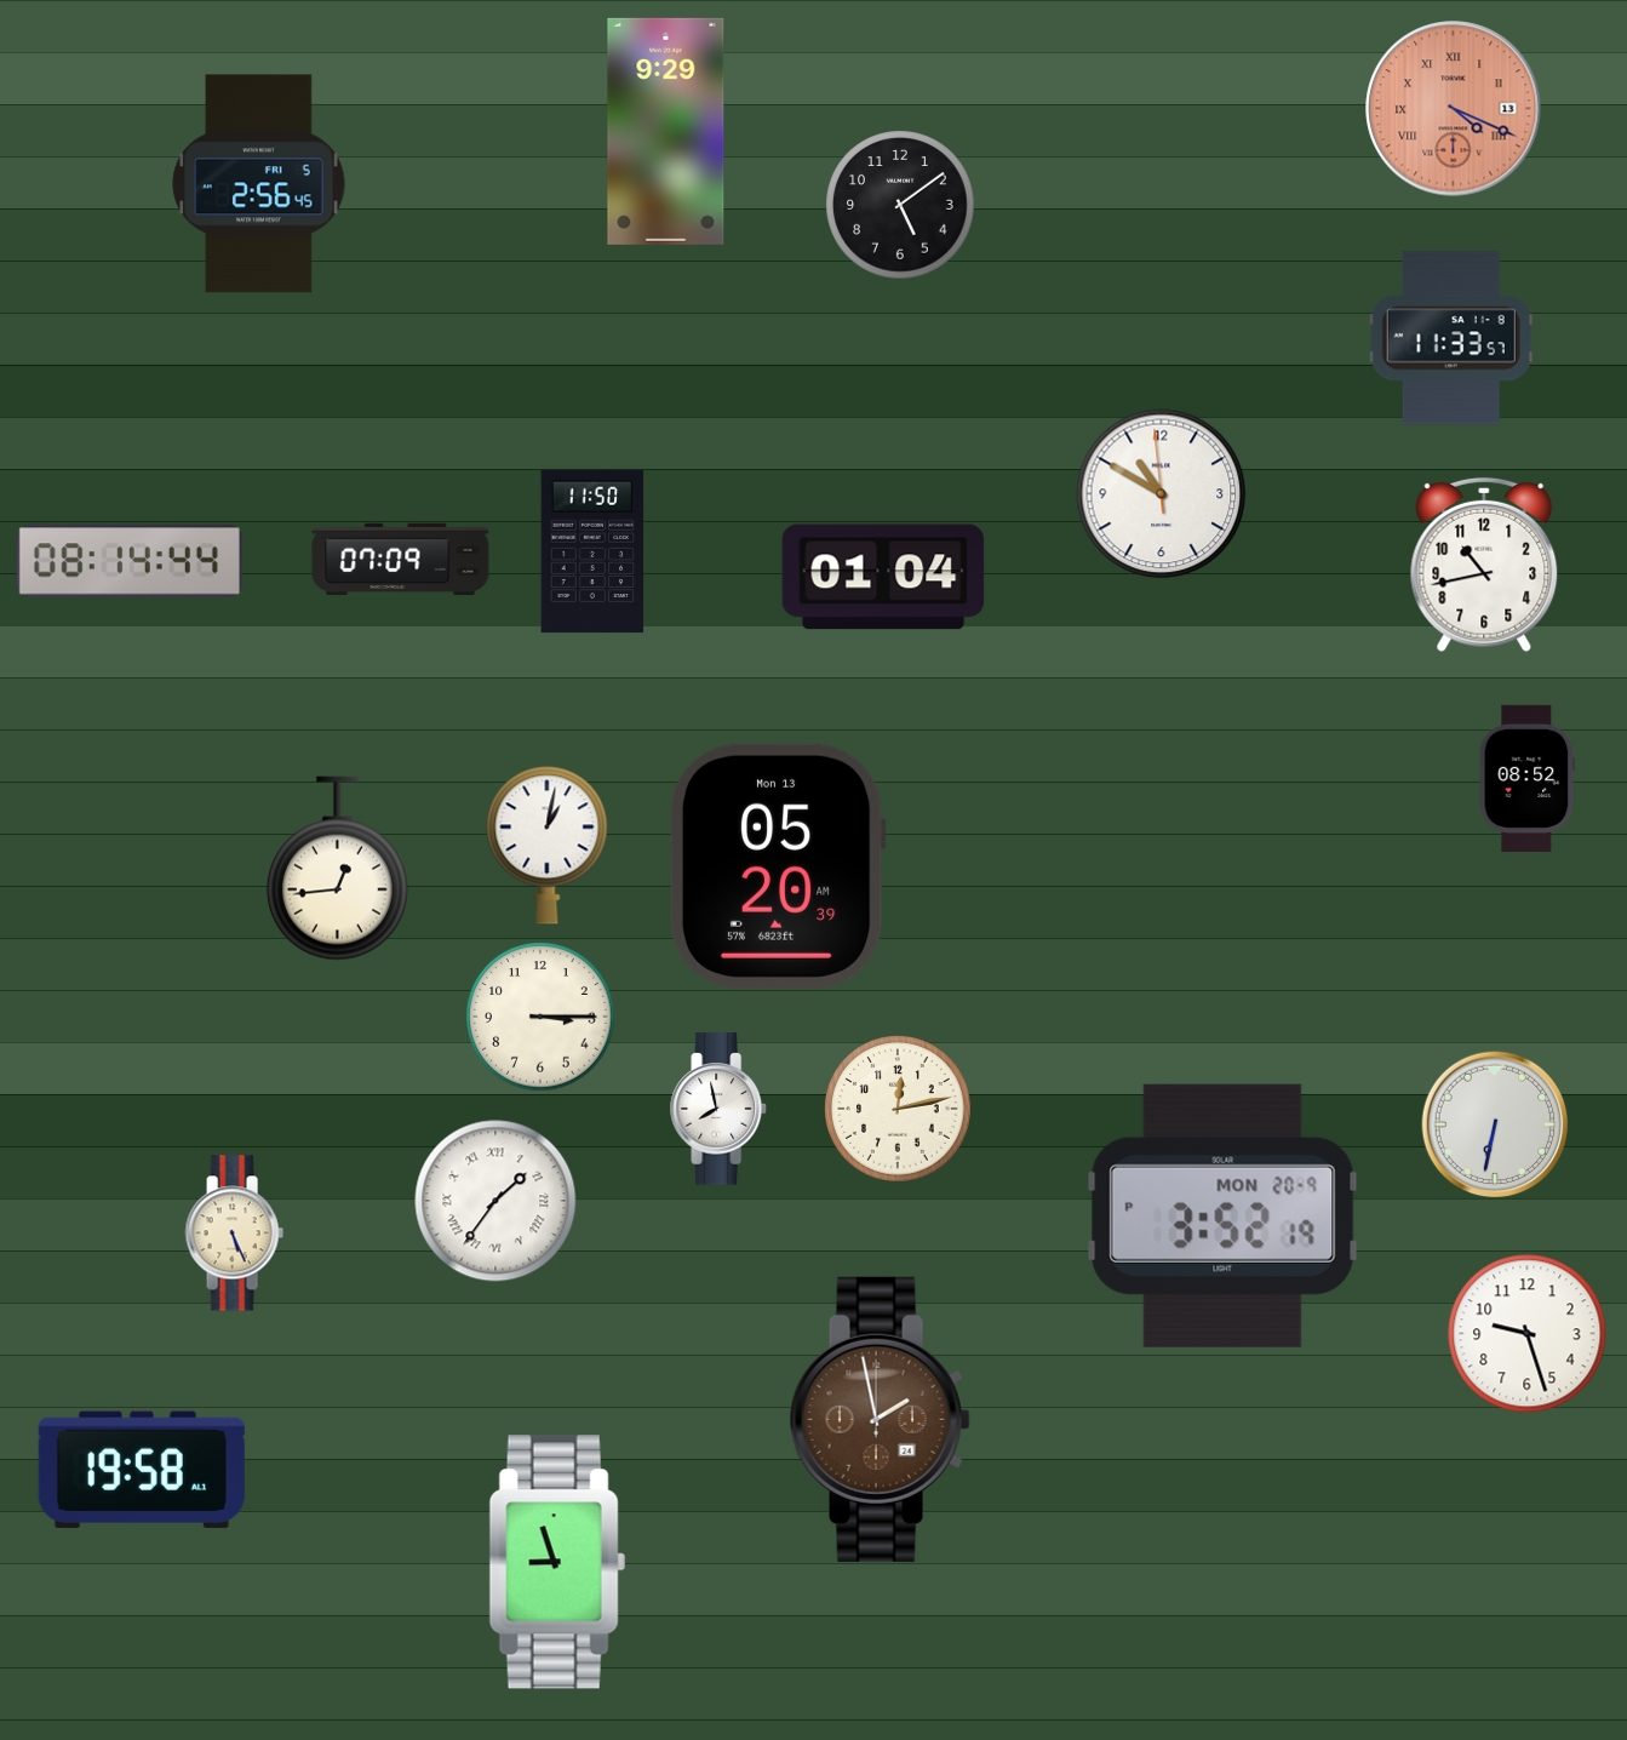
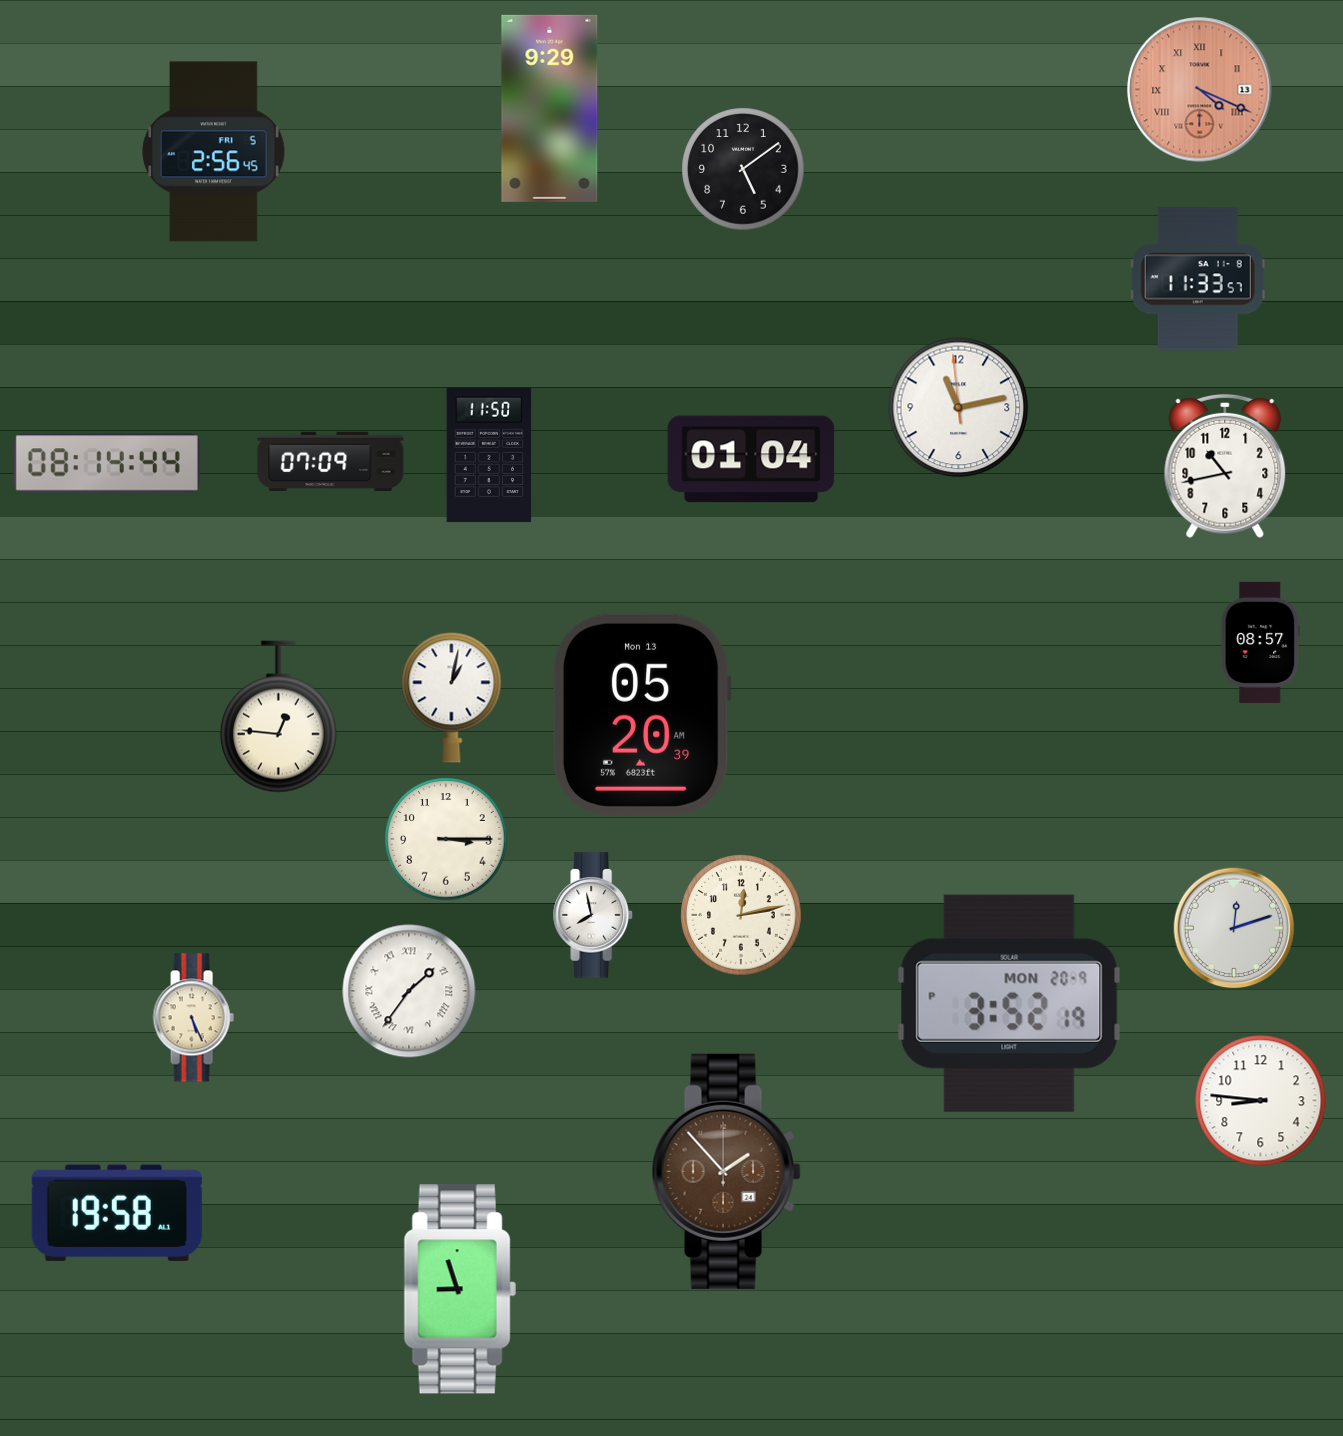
clock at (1162, 494): 10:49 -> 11:12
clock at (883, 577) position: (883, 577) -> (751, 459)
clock at (1528, 778): 08:52 -> 08:57
clock at (337, 869): 12:44 -> 12:46
clock at (1495, 1124): 6:32 -> 12:12
clock at (1528, 1334): 9:27 -> 8:46
clock at (880, 1419): 1:58 -> 1:53
